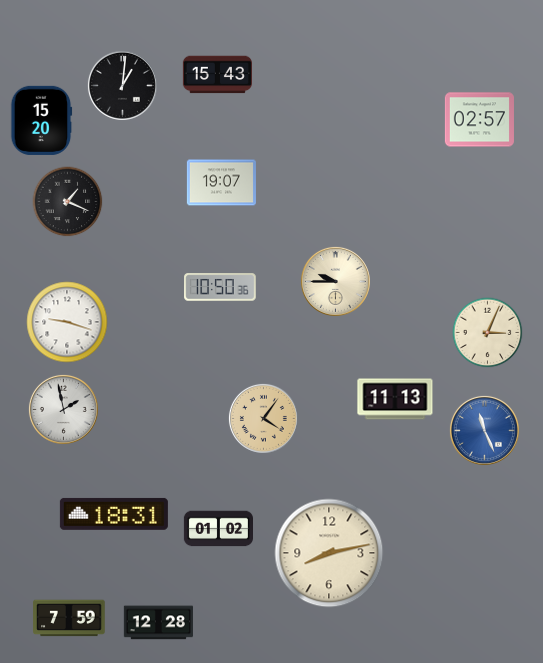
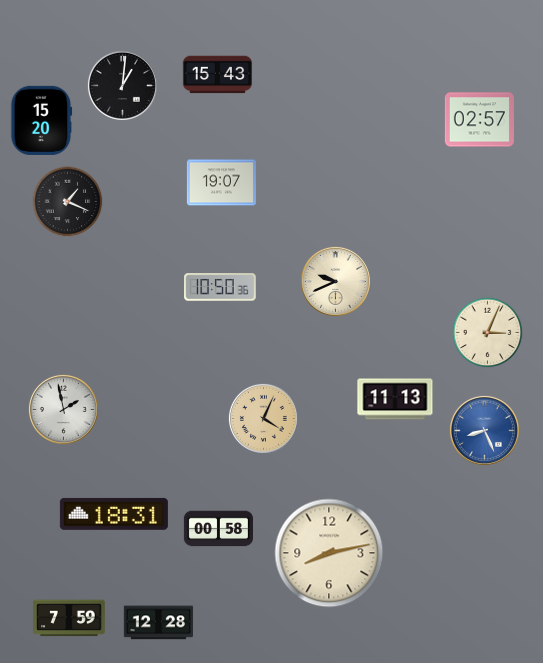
clock at (335, 281): 9:45 -> 9:41
clock at (67, 322): 9:18 -> none
clock at (263, 418): 4:06 -> 4:04
clock at (484, 430): 11:26 -> 8:26
clock at (218, 529): 01:02 -> 00:58
